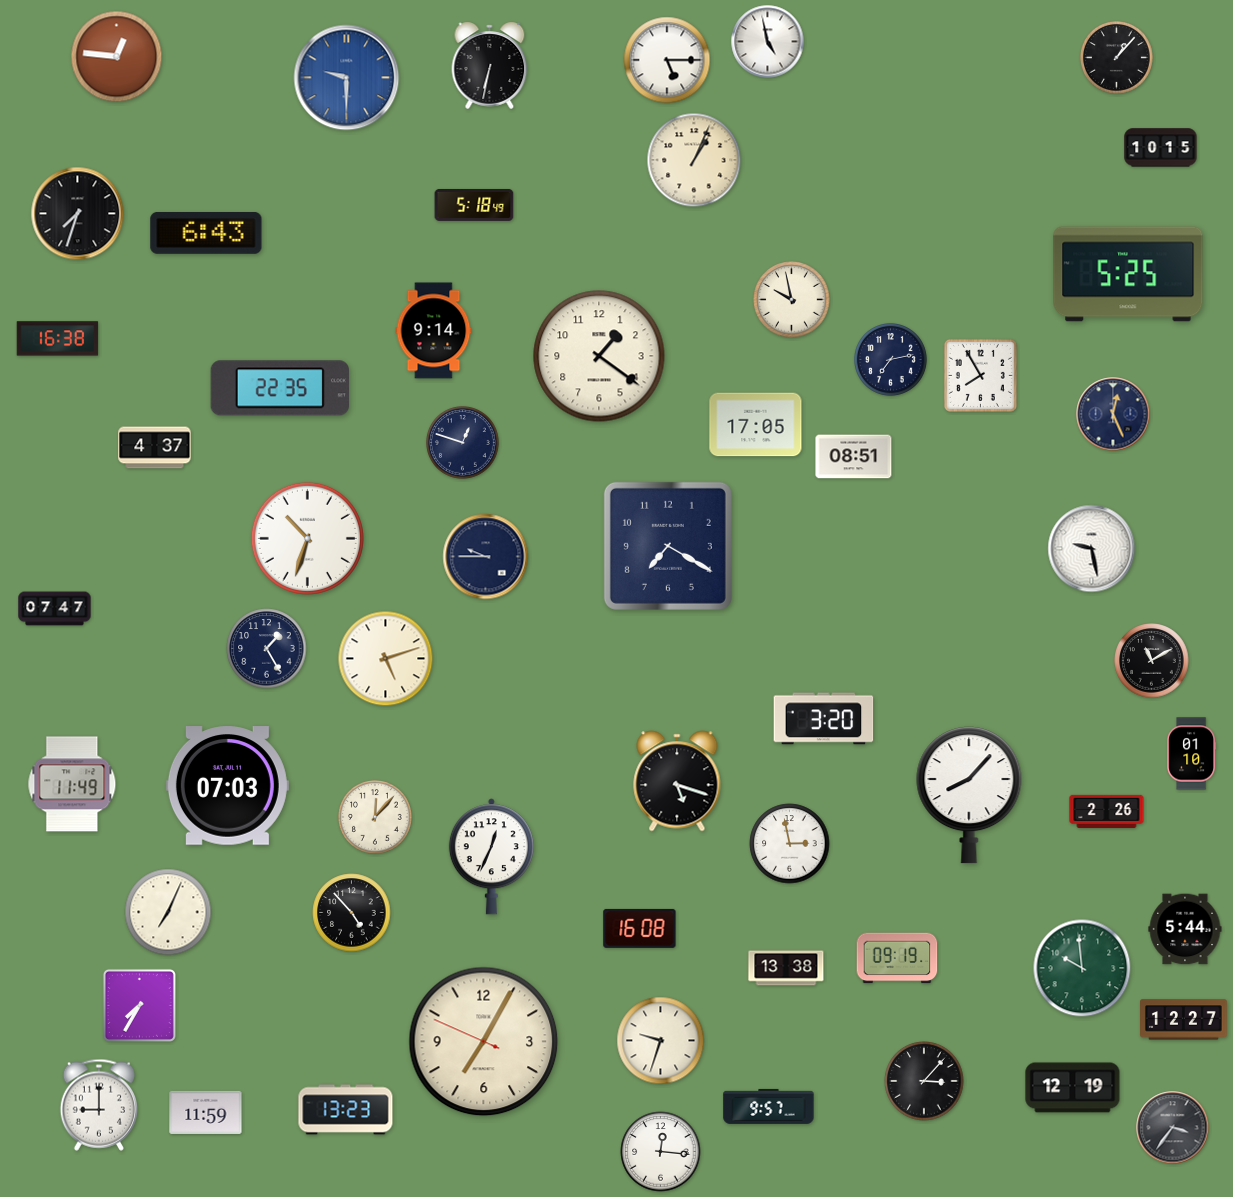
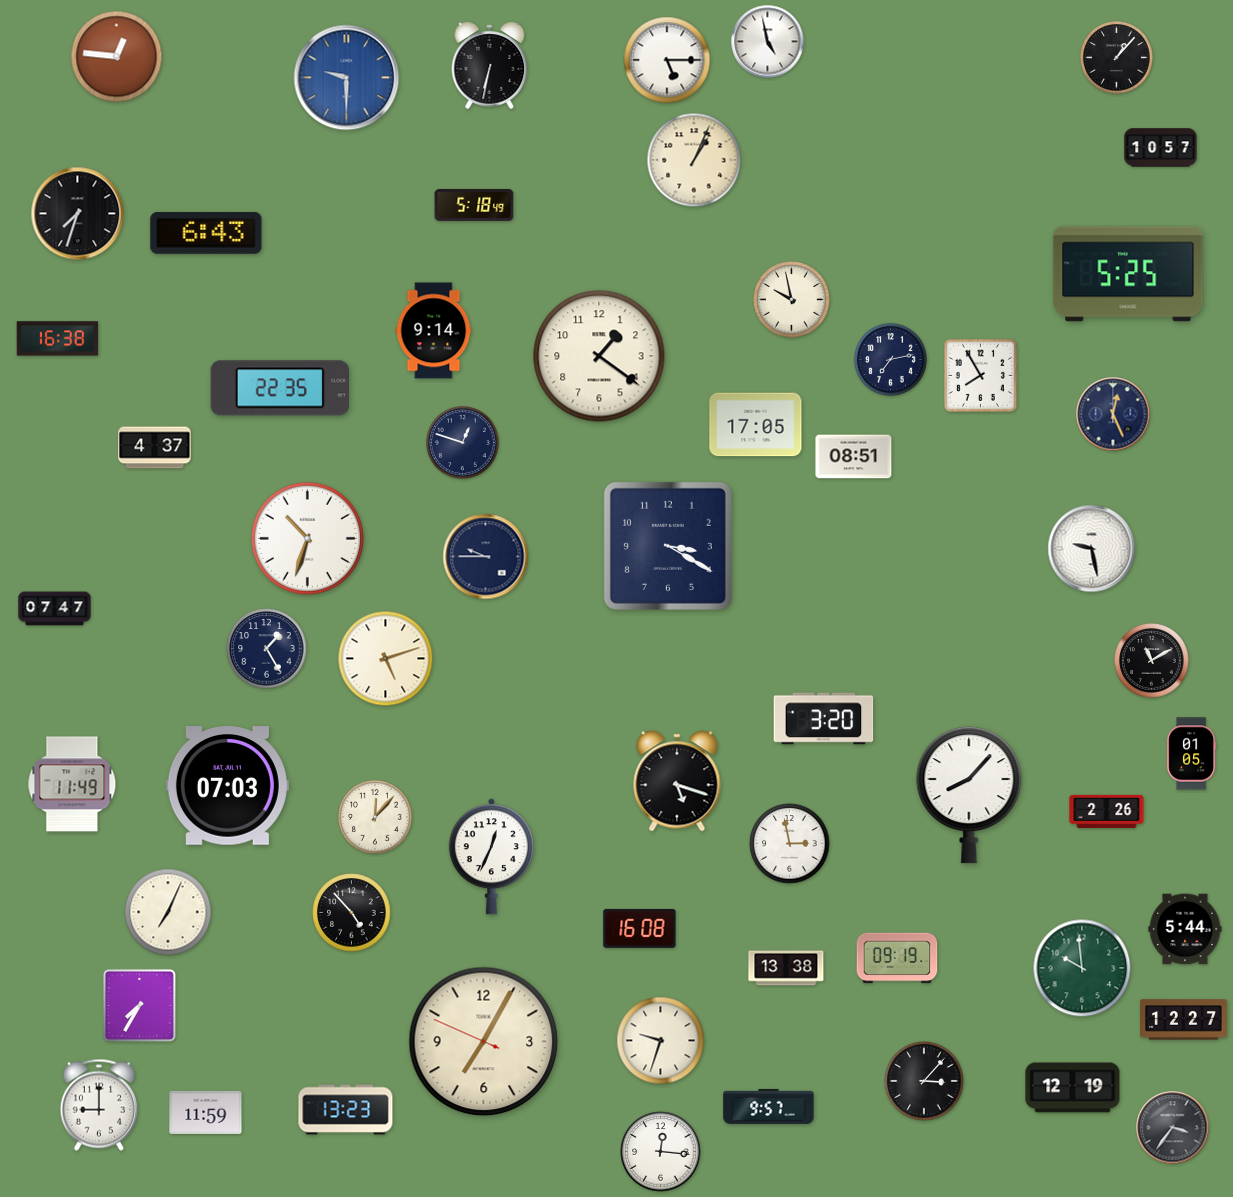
clock at (1161, 148): 10:15 -> 10:57
clock at (668, 546): 7:20 -> 3:20
clock at (1192, 754): 01:10 -> 01:05
